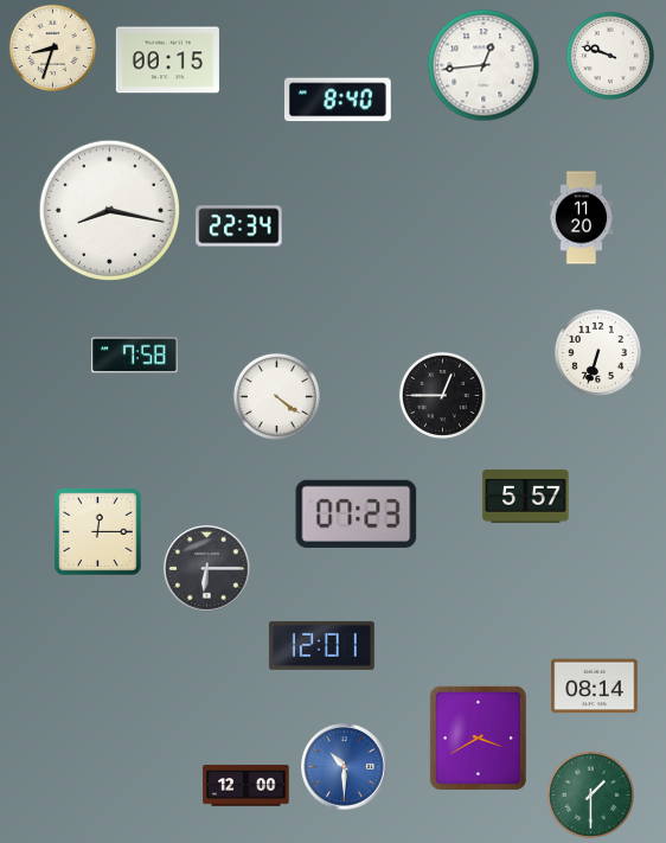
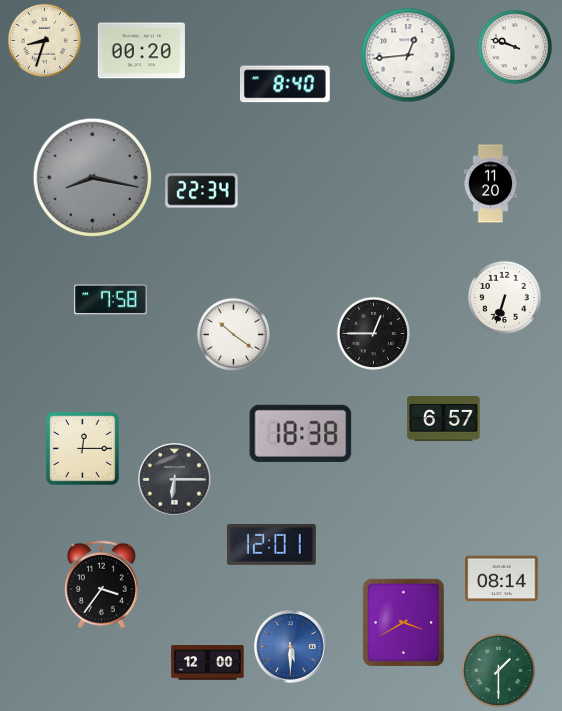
clock at (167, 60): 00:15 -> 00:20
clock at (109, 210) dial: white -> grey
clock at (135, 356) position: (135, 356) -> (111, 300)
clock at (276, 396): 4:21 -> 10:21
clock at (526, 497): 5:57 -> 6:57
clock at (357, 513): 07:23 -> 18:38
clock at (101, 585): none -> 3:36
clock at (345, 767): 10:30 -> 5:30
